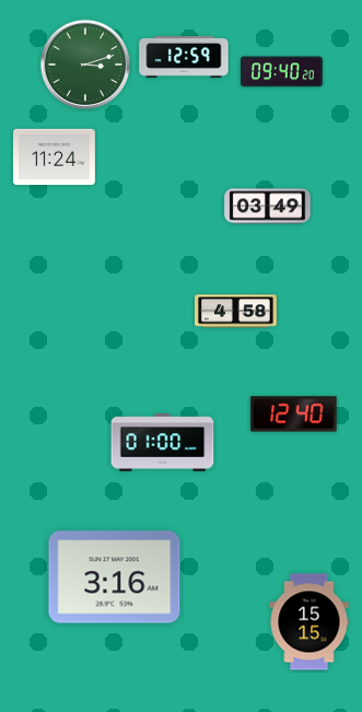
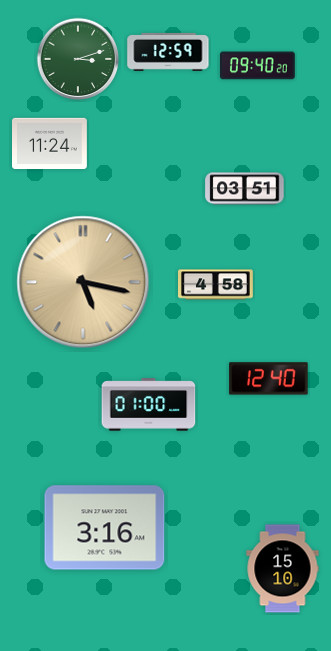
clock at (268, 207): 03:49 -> 03:51
clock at (83, 282): none -> 5:17
clock at (310, 622): 15:15 -> 15:10
